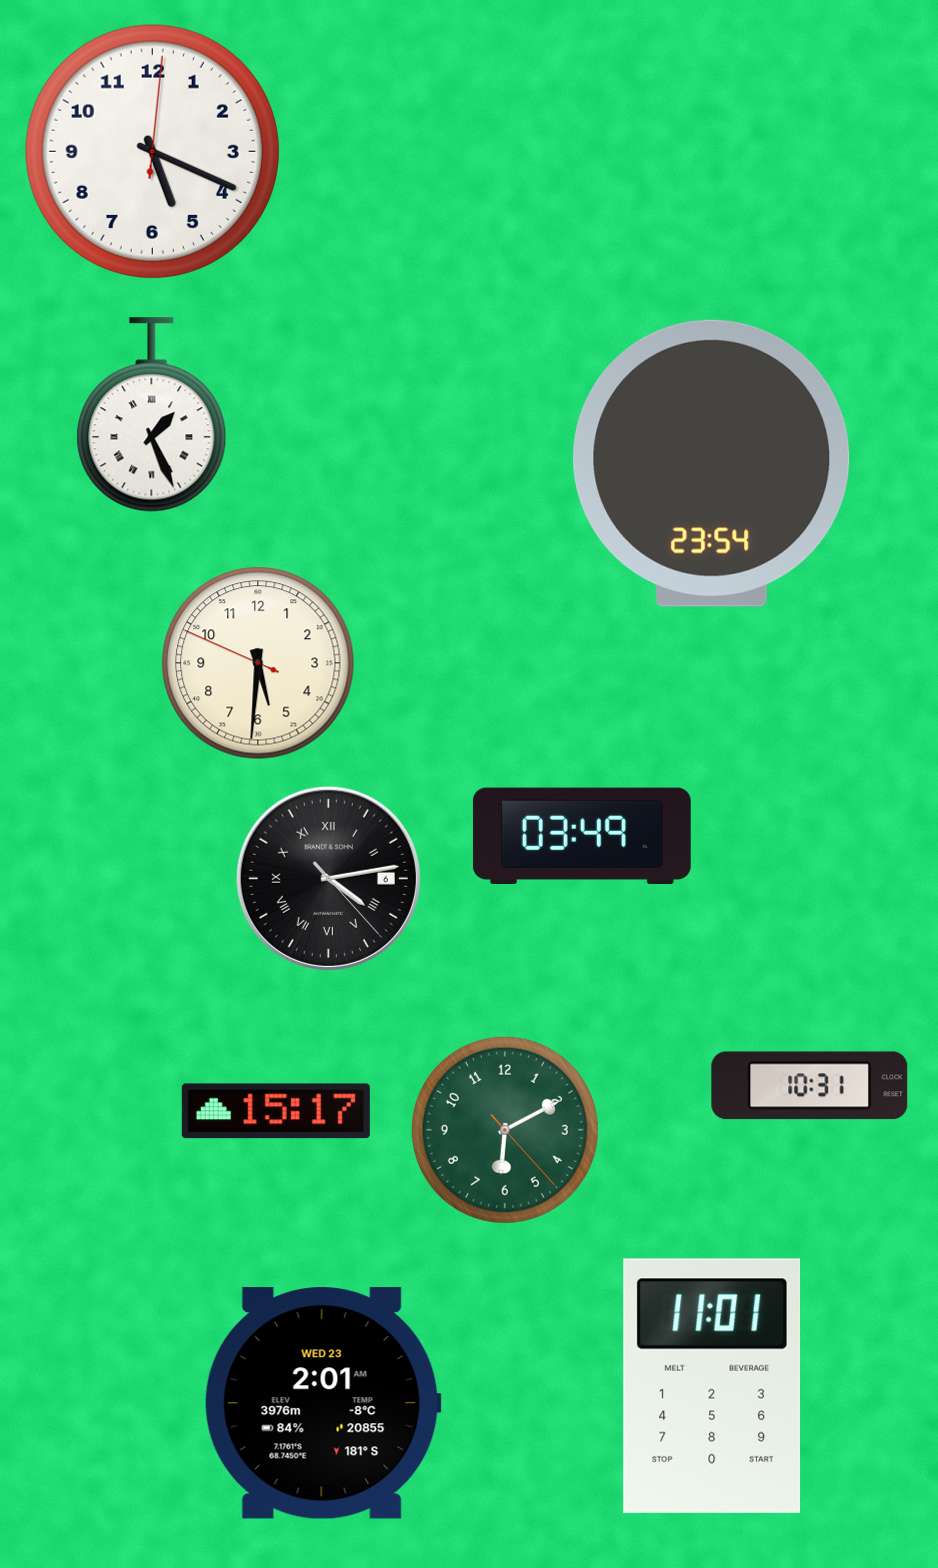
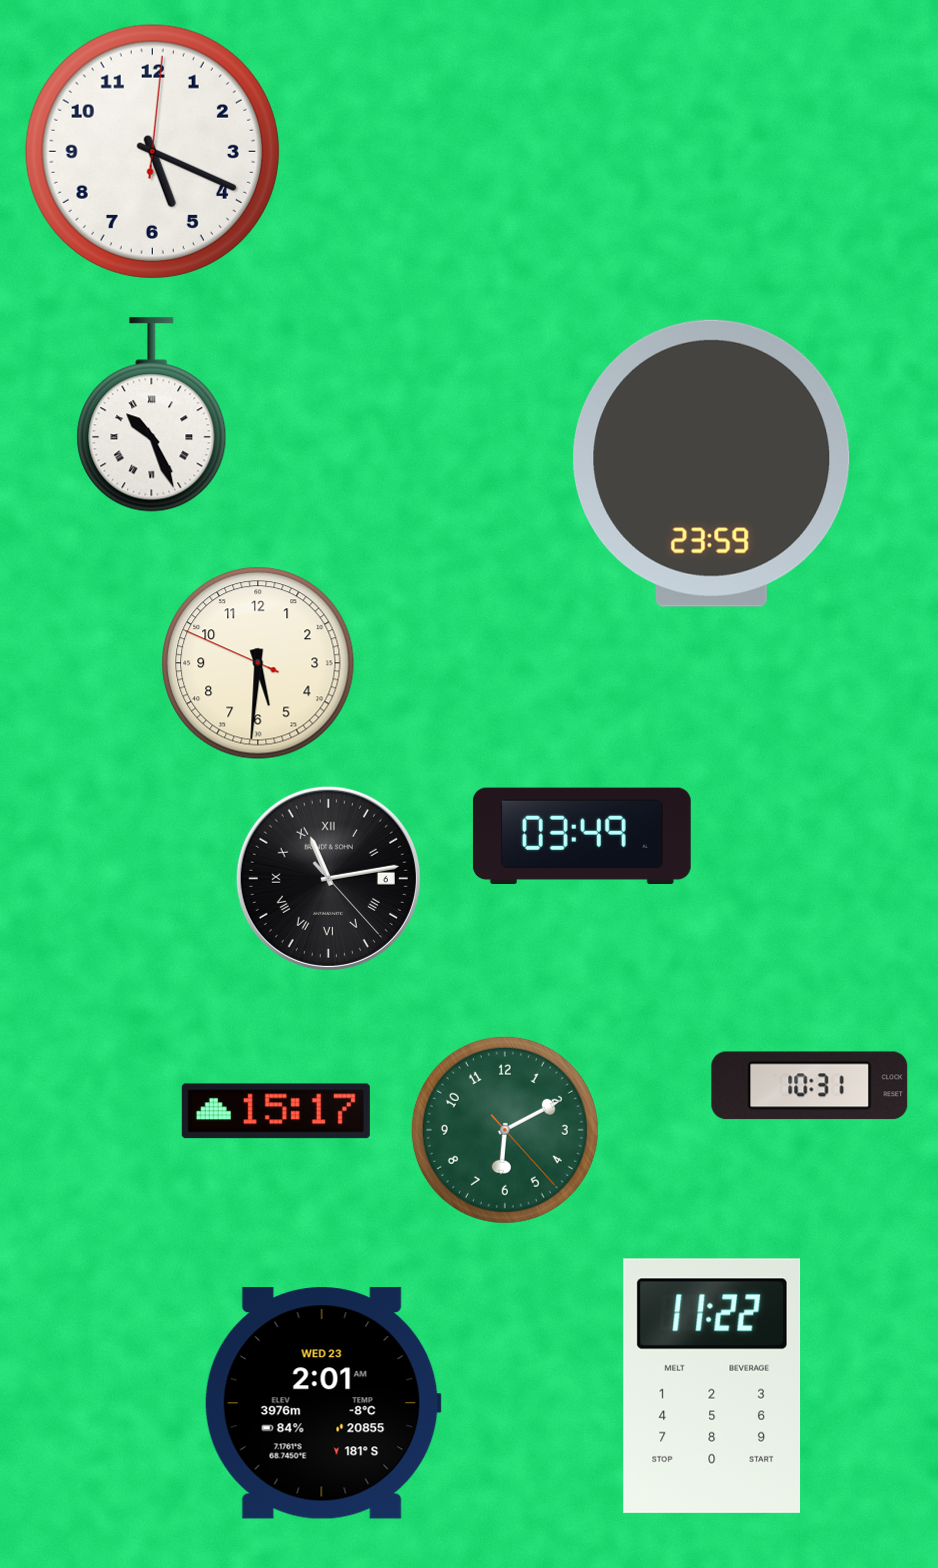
clock at (152, 415): 1:26 -> 10:26
clock at (712, 463): 23:54 -> 23:59
clock at (328, 878): 4:13 -> 11:13
clock at (712, 1386): 11:01 -> 11:22
